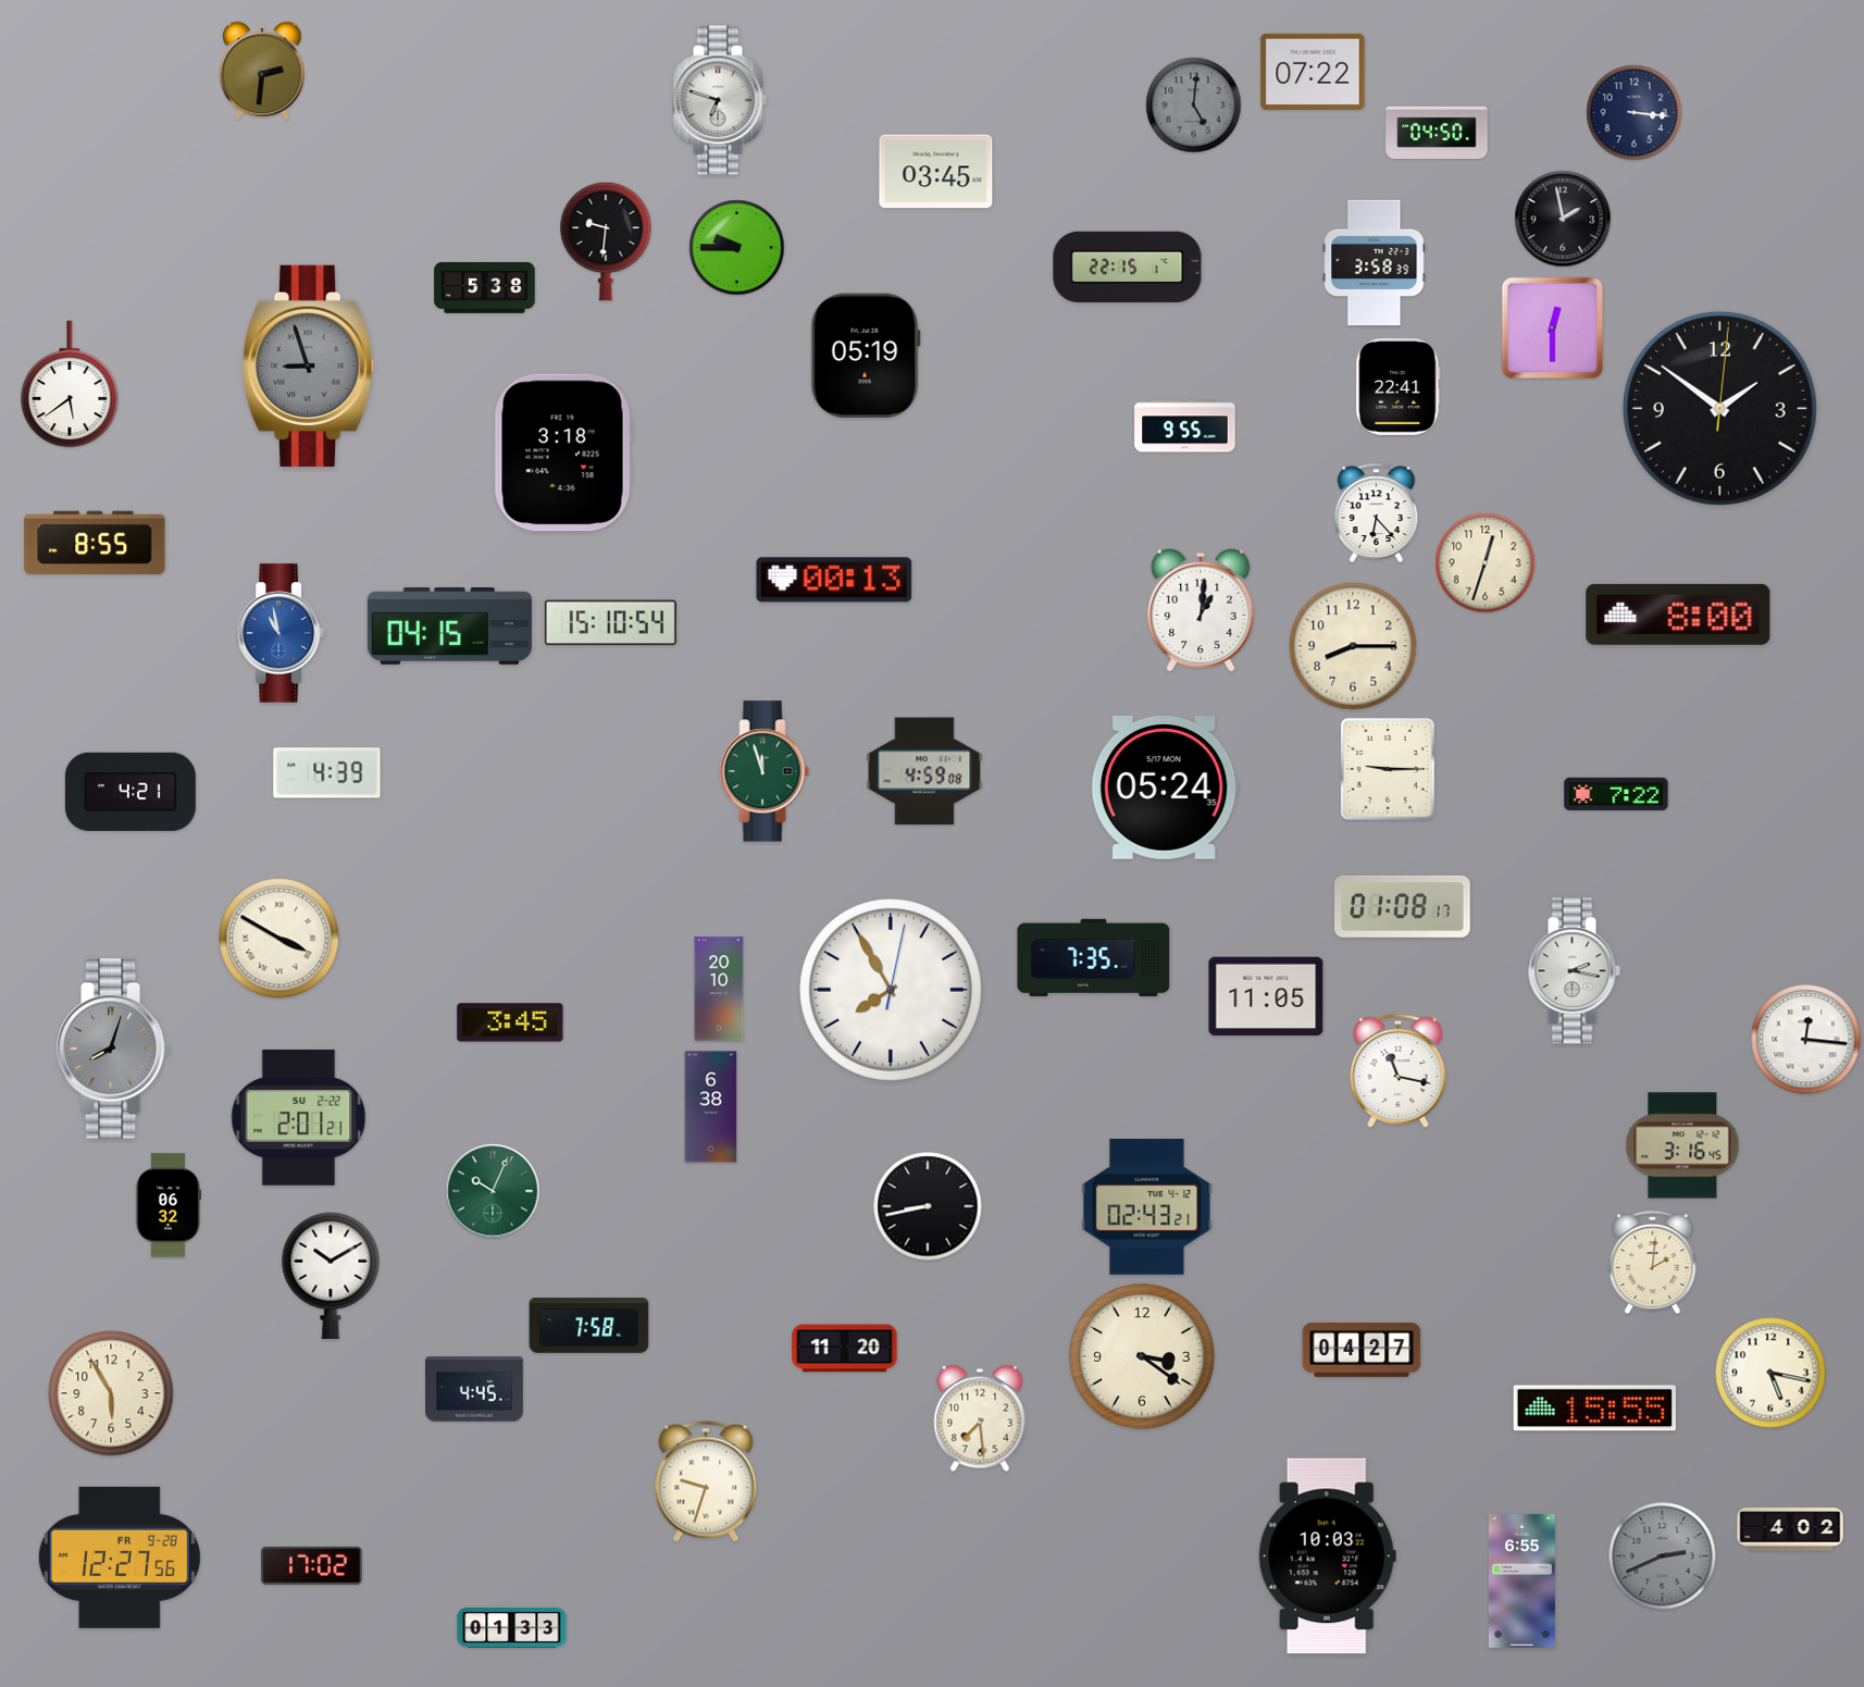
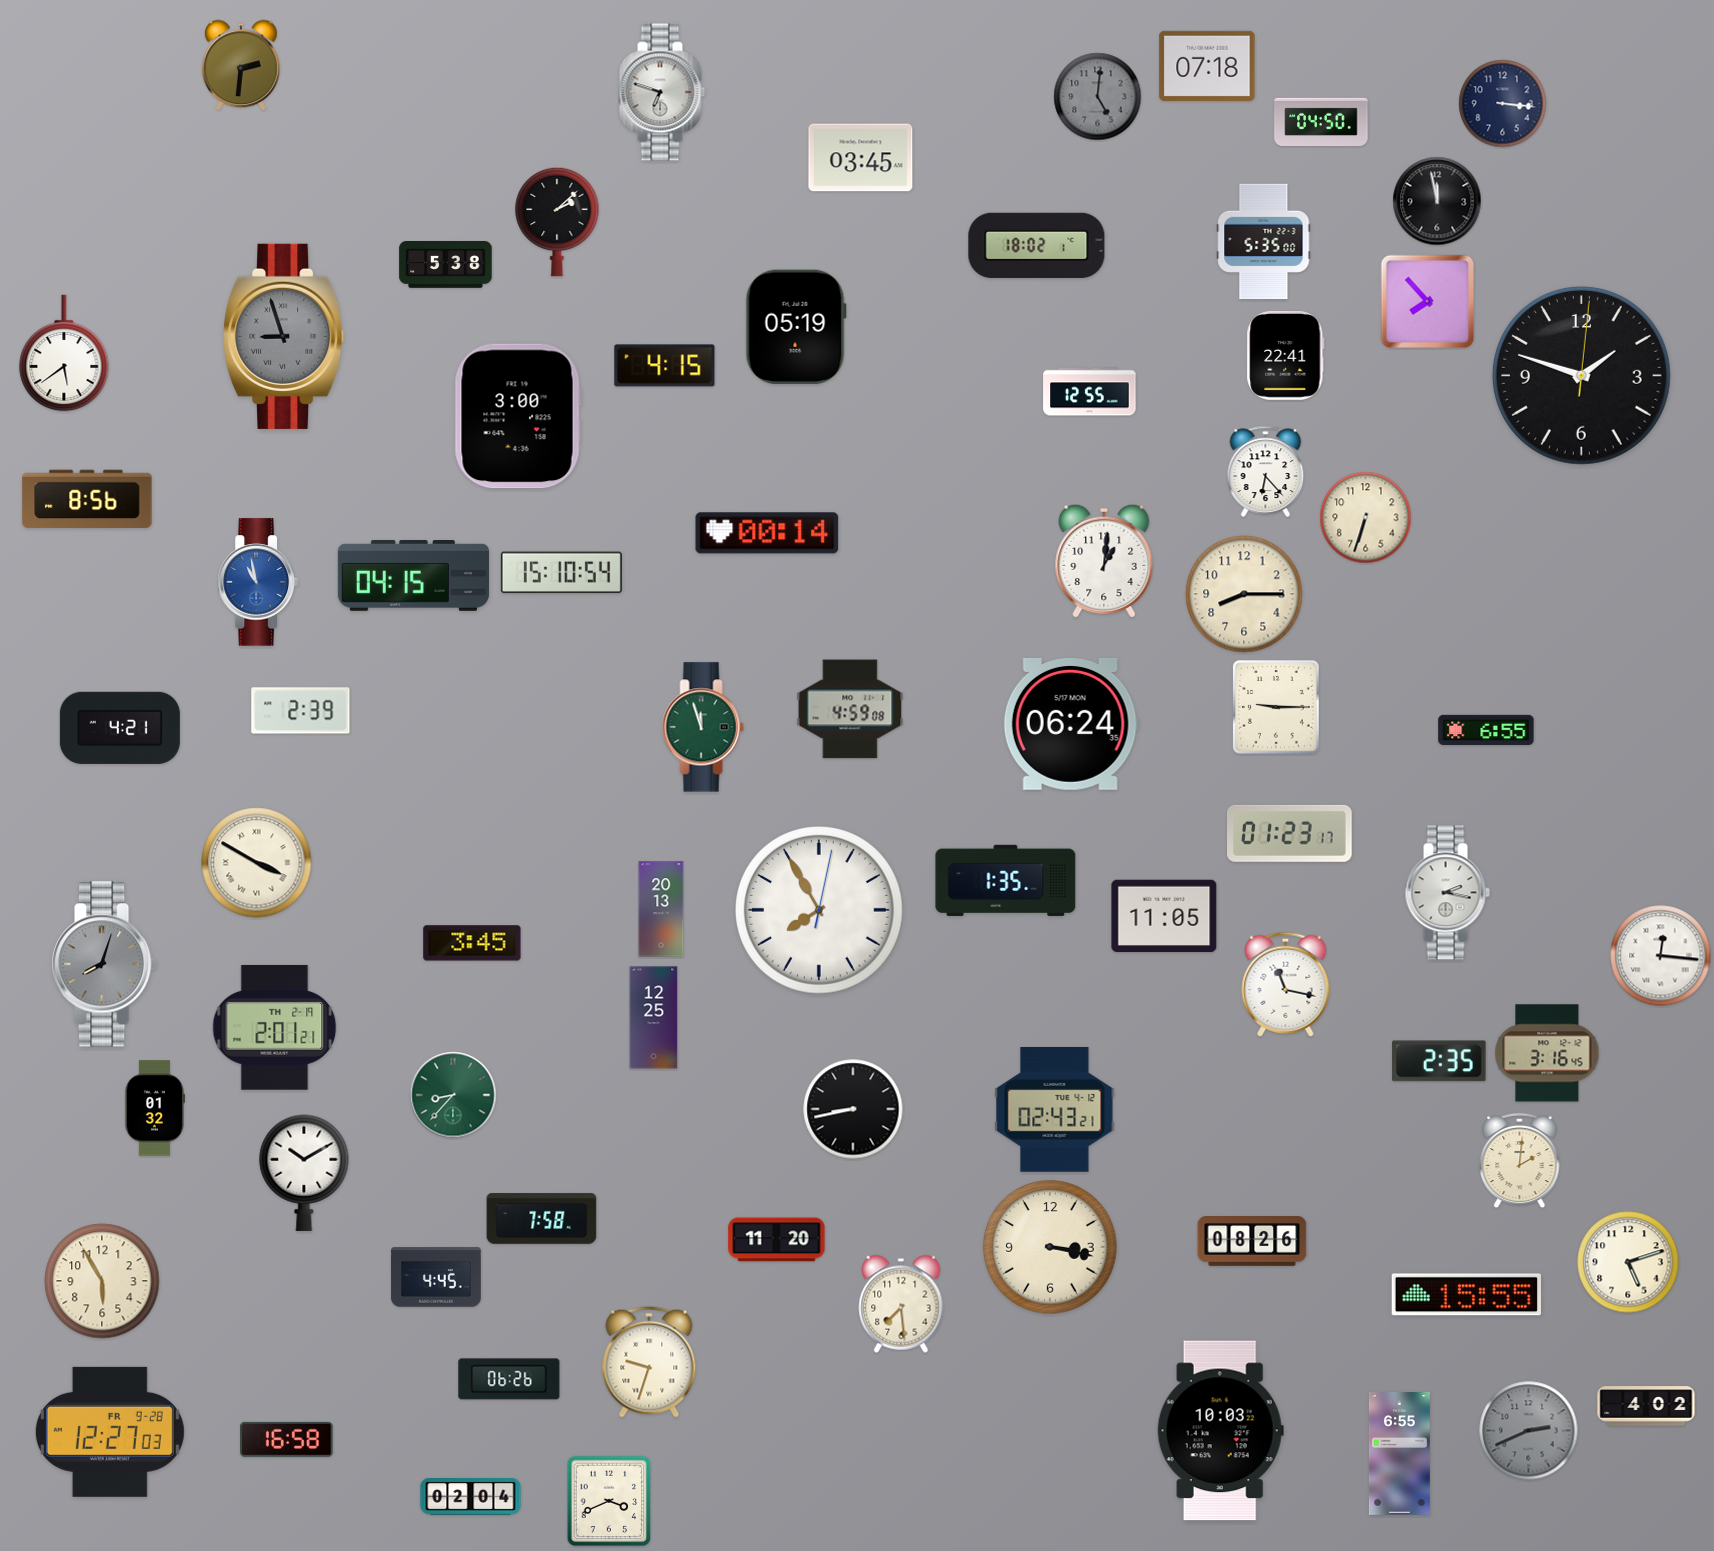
clock at (1313, 72): 07:22 -> 07:18
clock at (1563, 219): 1:58 -> 11:58
clock at (606, 241): 9:31 -> 2:08
clock at (737, 248): 9:45 -> none
clock at (1375, 263): 3:58 -> 5:35
clock at (1128, 266): 22:15 -> 18:02
clock at (1553, 328): 12:30 -> 7:53
clock at (665, 366): none -> 4:15
clock at (1719, 408): 1:51 -> 1:48
clock at (1185, 426): 9:55 -> 12:55
clock at (563, 452): 3:18 -> 3:00
clock at (95, 543): 8:55 -> 8:56
clock at (1486, 563): 12:33 -> 6:33
clock at (834, 580): 00:13 -> 00:14
clock at (1678, 615): 8:00 -> none
clock at (765, 771) position: (765, 771) -> (703, 727)
clock at (327, 773): 4:39 -> 2:39
clock at (1165, 787): 05:24 -> 06:24
clock at (1616, 793): 7:22 -> 6:55
clock at (1403, 906): 01:08 -> 01:23
clock at (1094, 957): 7:35 -> 1:35
clock at (719, 989): 20:10 -> 20:13
clock at (510, 1022) position: (510, 1022) -> (472, 943)
clock at (711, 1107): 6:38 -> 12:25
clock at (299, 1117) date: SU 2-22 -> TH 2-19
clock at (1439, 1061): none -> 2:35
clock at (493, 1191): 10:04 -> 8:37
clock at (167, 1205): 06:32 -> 01:32
clock at (1362, 1351): 04:27 -> 08:26
clock at (1142, 1356): 3:21 -> 3:17
clock at (1770, 1373): 5:17 -> 5:12
clock at (509, 1379): none -> 06:26
clock at (120, 1558): 12:27:56 -> 12:27:03
clock at (312, 1565): 17:02 -> 16:58
clock at (512, 1628): 01:33 -> 02:04
clock at (609, 1501): none -> 3:41
